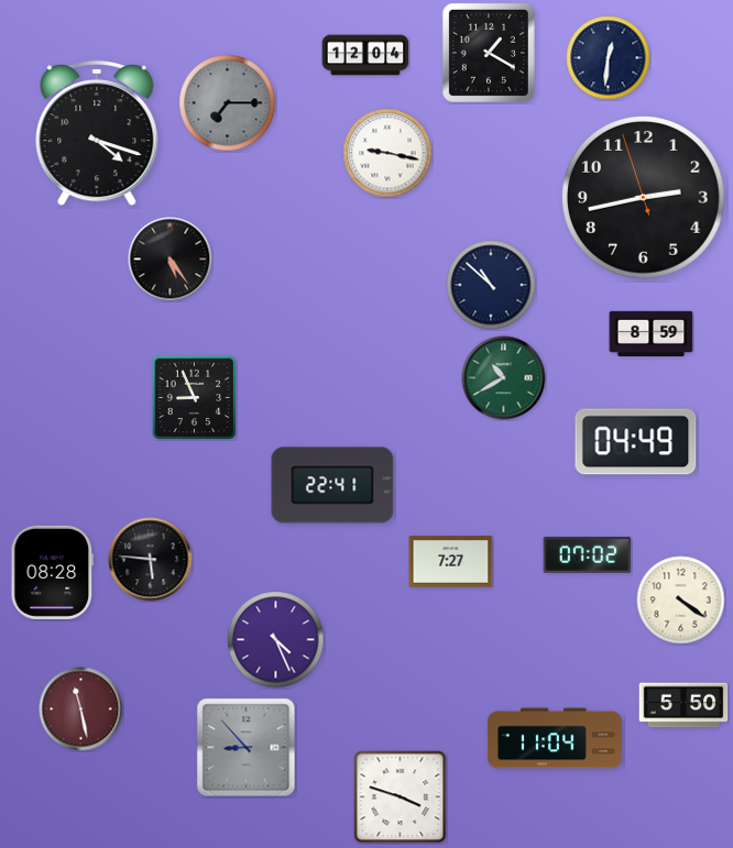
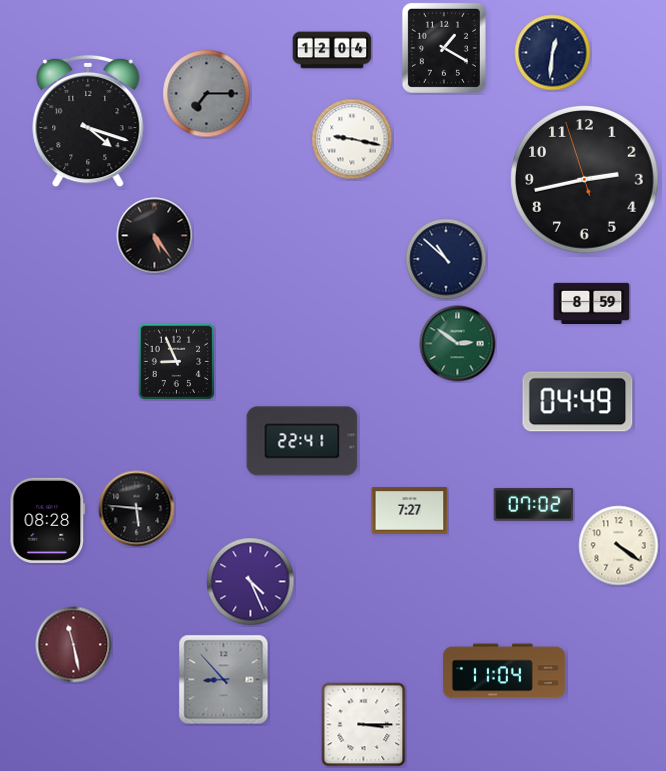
clock at (504, 378): 10:40 -> 2:51
clock at (683, 705): 5:50 -> none
clock at (401, 797): 3:48 -> 3:15
